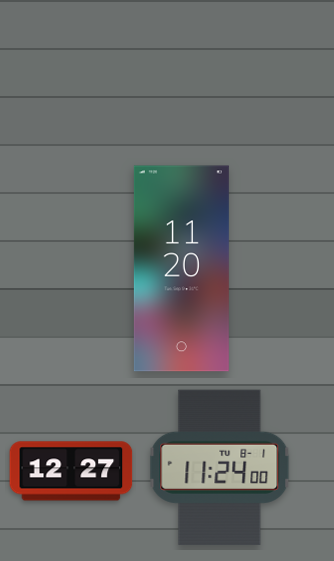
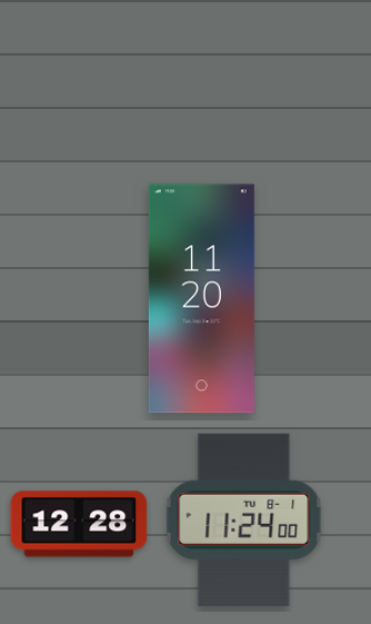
clock at (71, 471): 12:27 -> 12:28
